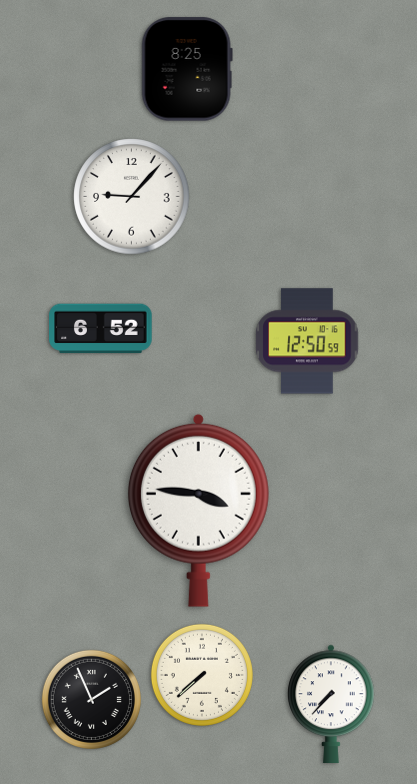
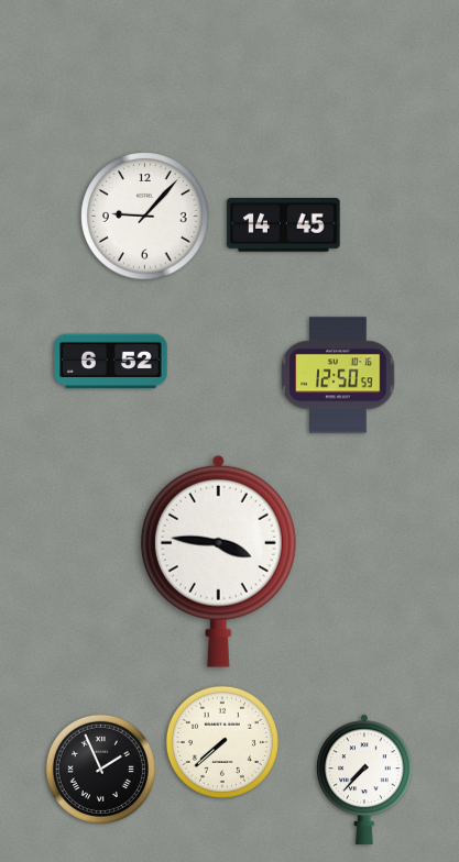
clock at (187, 69): 8:25 -> none
clock at (284, 225): none -> 14:45
clock at (331, 704) position: (331, 704) -> (364, 780)
